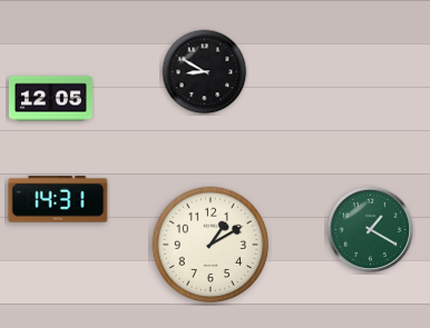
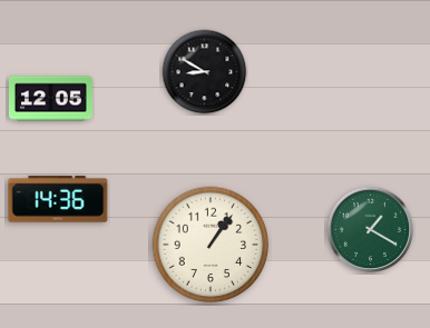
clock at (58, 199): 14:31 -> 14:36
clock at (211, 245): 1:10 -> 1:06
